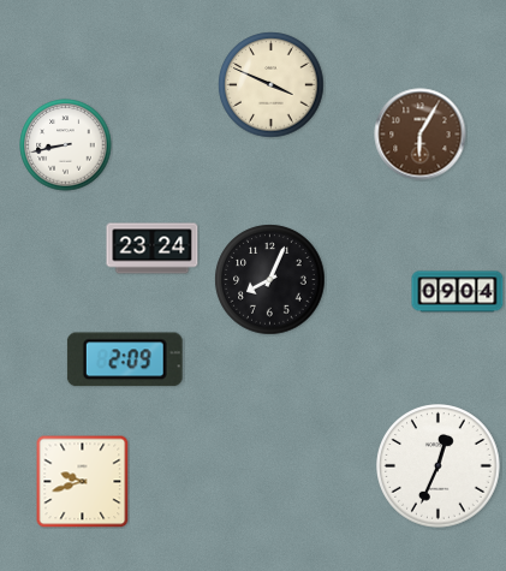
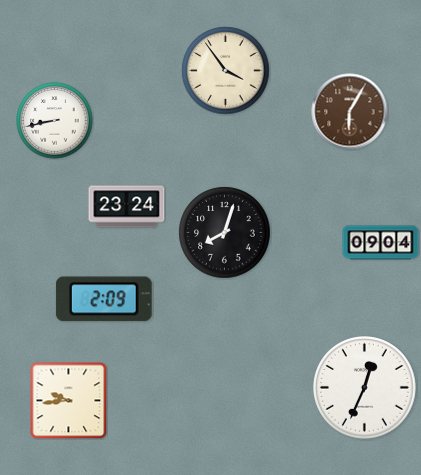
clock at (272, 85): 3:49 -> 3:54
clock at (270, 280): 8:04 -> 8:03
clock at (82, 481): 9:42 -> 9:44
